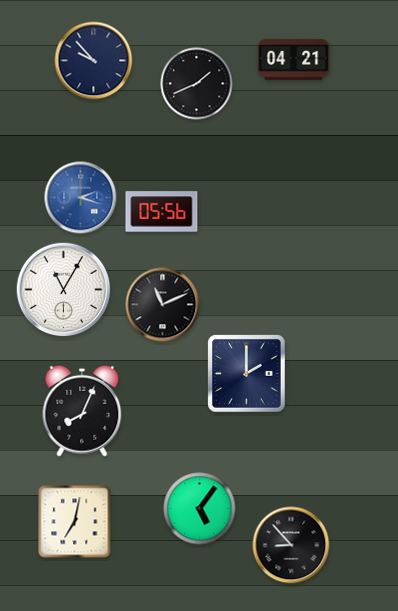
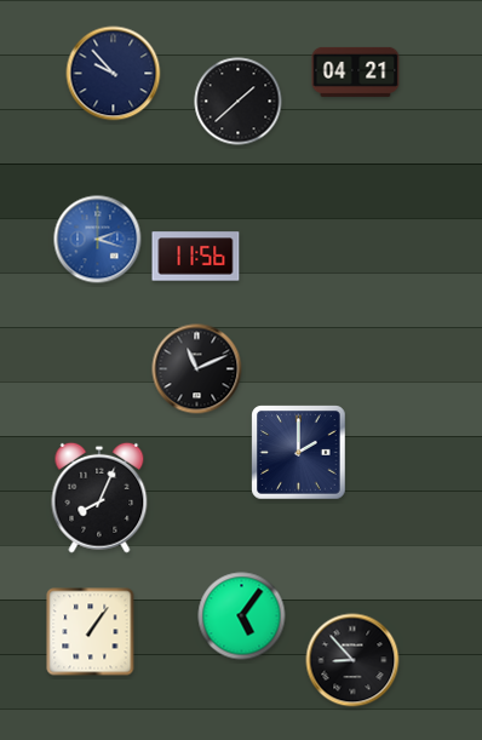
clock at (197, 84): 1:41 -> 1:38
clock at (162, 212): 05:56 -> 11:56
clock at (64, 290): 11:05 -> none
clock at (75, 522): 7:02 -> 1:06
